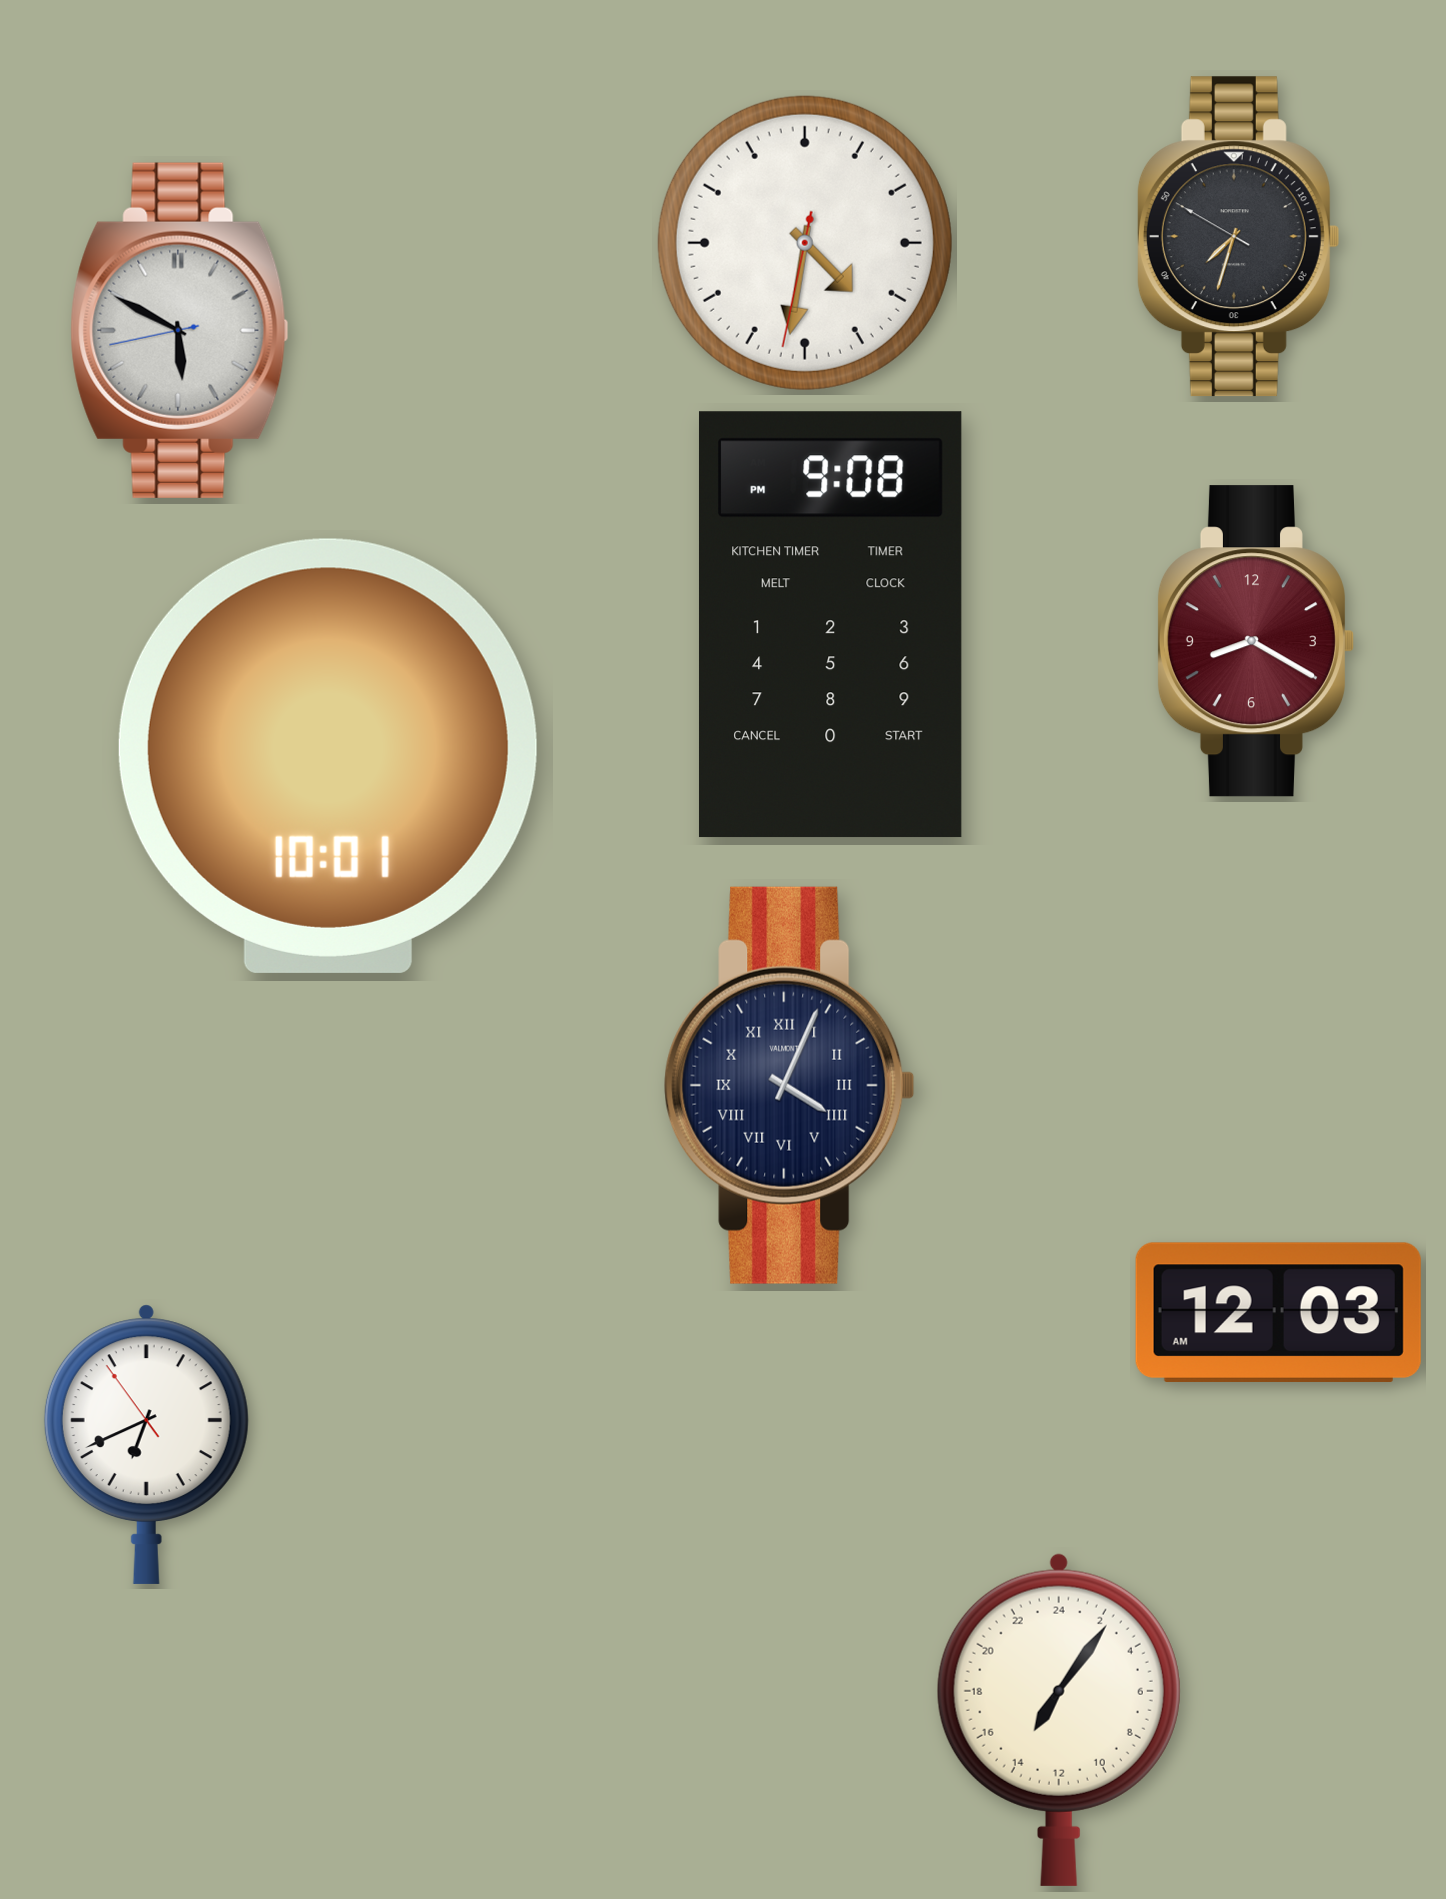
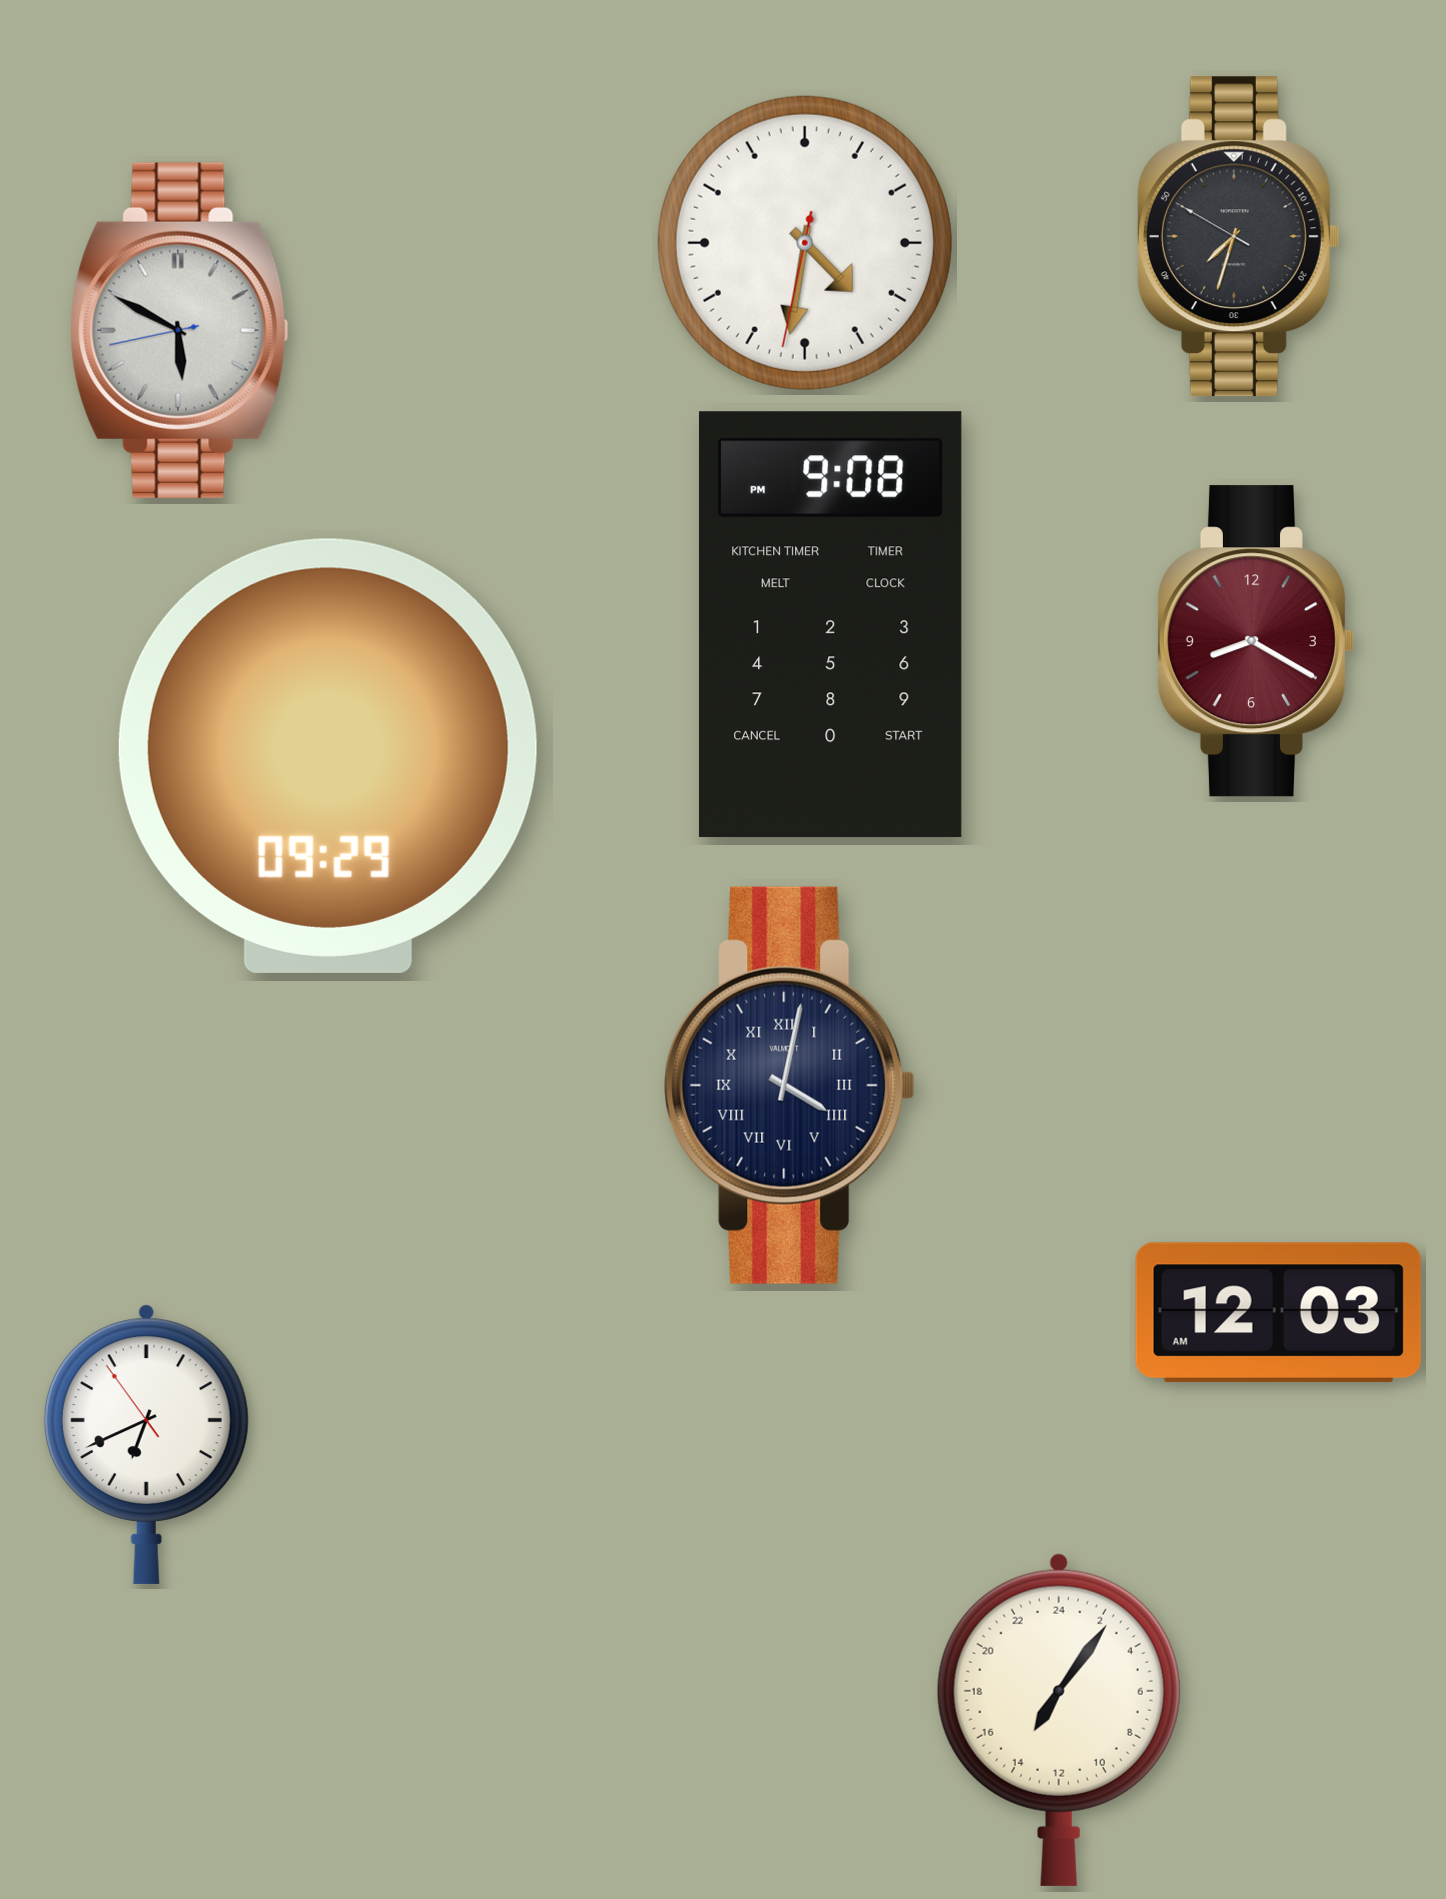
clock at (328, 756): 10:01 -> 09:29
clock at (790, 1085): 4:04 -> 4:02
